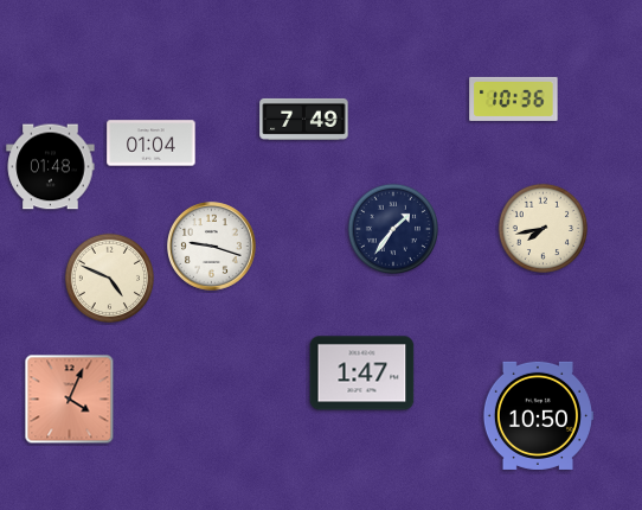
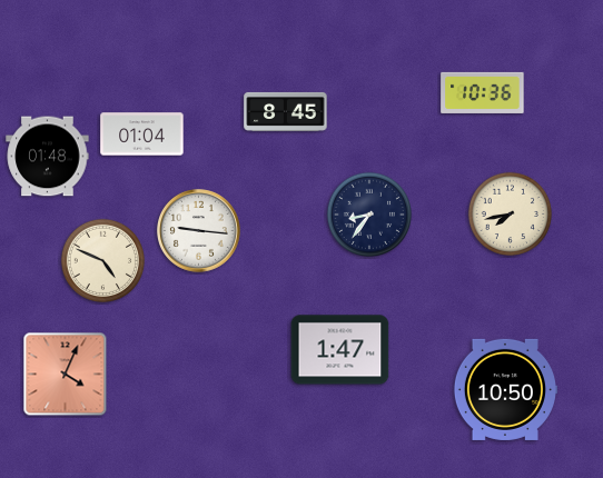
clock at (304, 119): 7:49 -> 8:45
clock at (392, 228): 1:36 -> 8:36
clock at (212, 247): 9:18 -> 9:16
